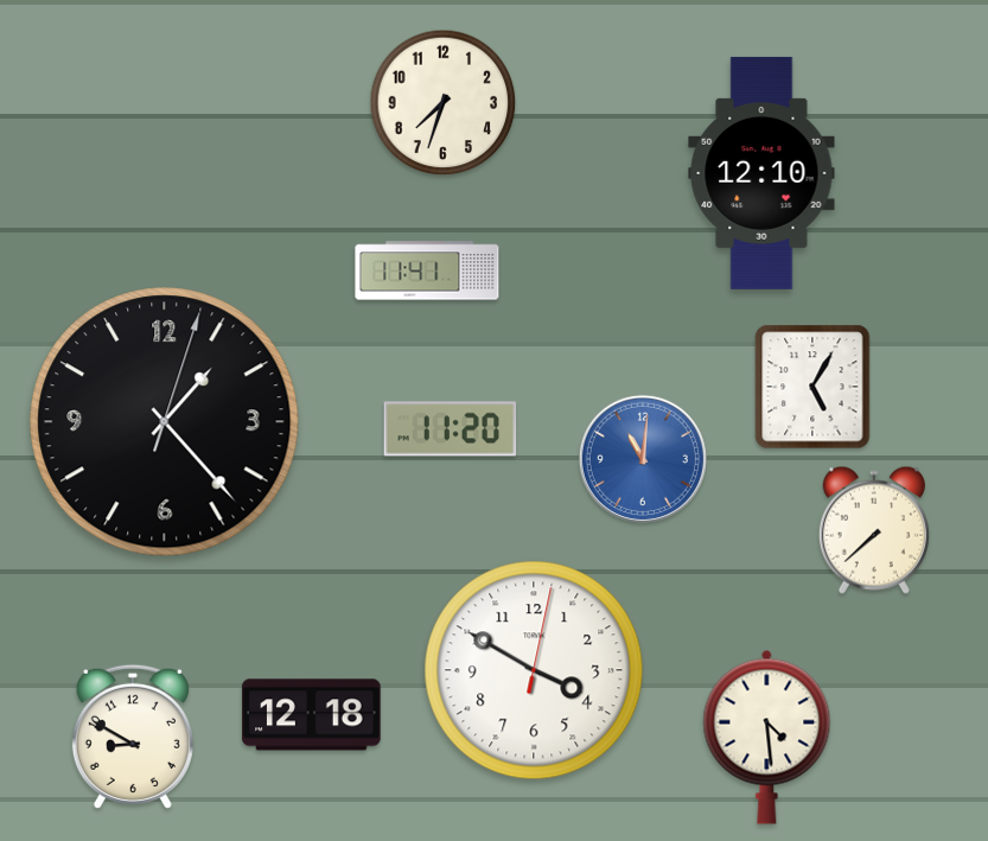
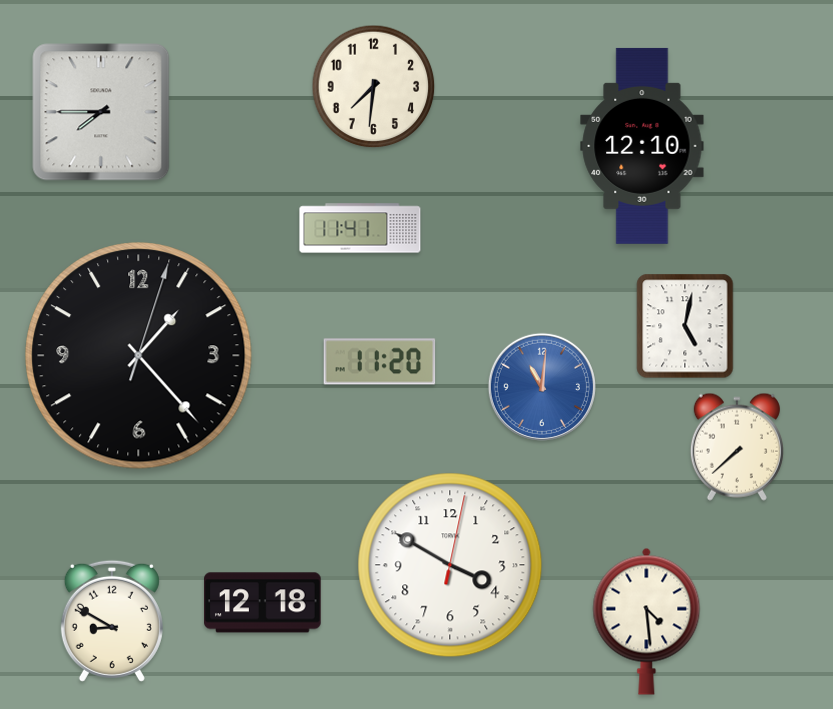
clock at (444, 103): 7:33 -> 7:31
clock at (101, 112): none -> 7:45
clock at (812, 387): 5:05 -> 5:02
